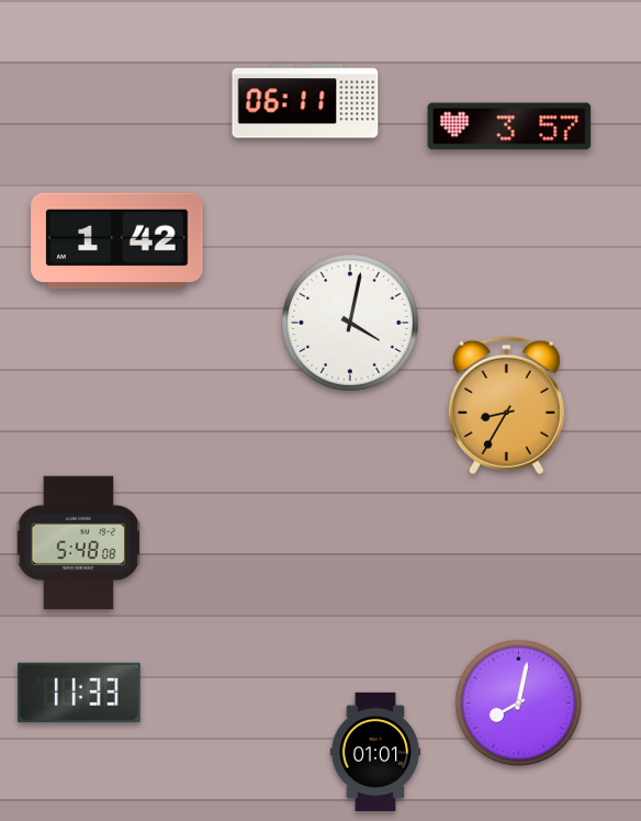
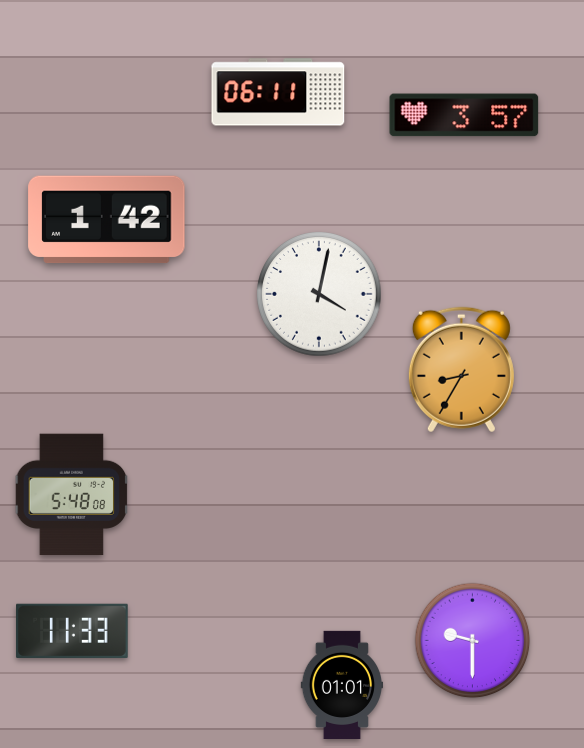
clock at (519, 704): 8:02 -> 9:30
